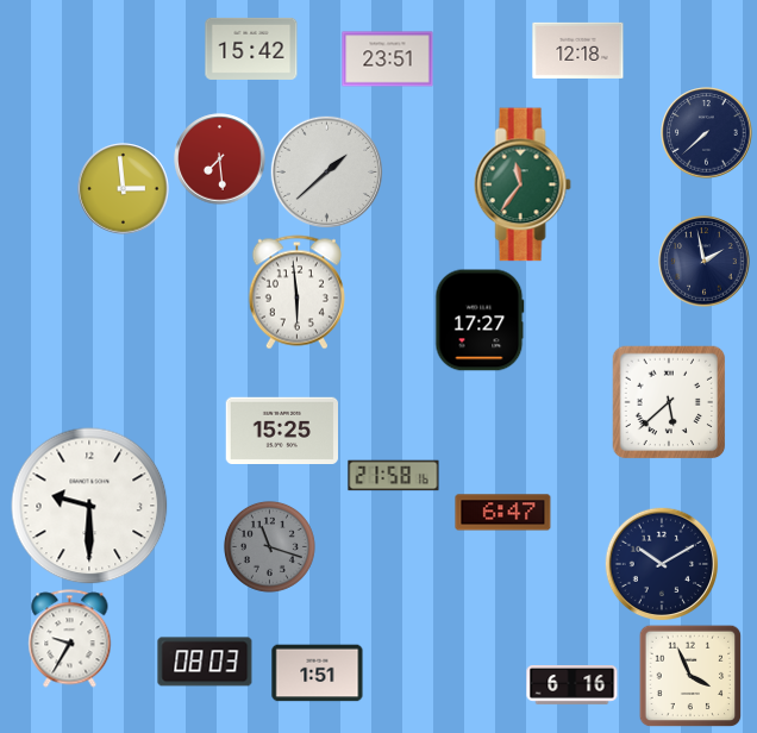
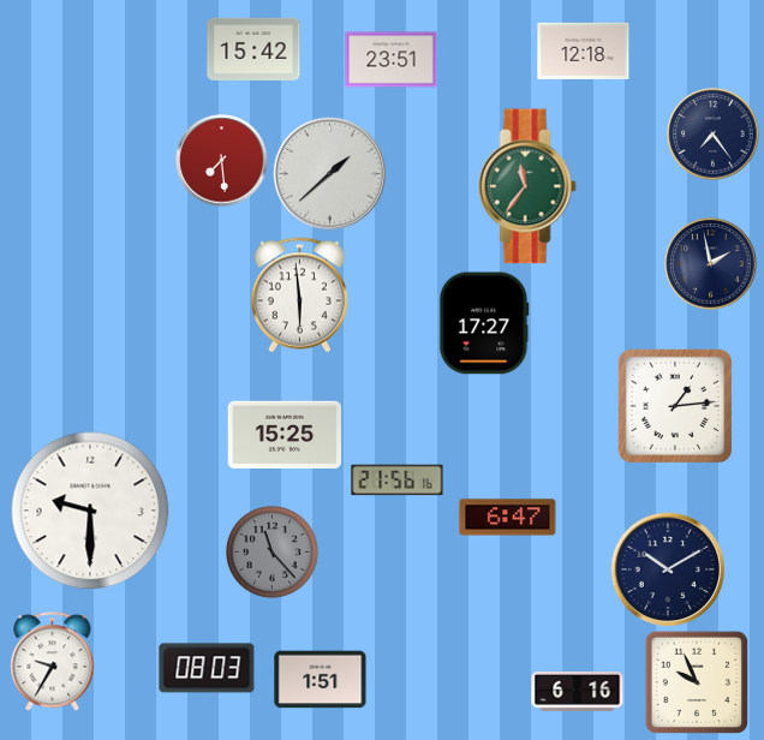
clock at (707, 133): 7:38 -> 7:24
clock at (124, 189): 2:59 -> none
clock at (669, 402): 5:38 -> 1:14
clock at (394, 476): 21:58 -> 21:56
clock at (269, 546): 11:18 -> 11:23
clock at (70, 639) position: (70, 639) -> (53, 662)
clock at (690, 676): 3:56 -> 9:56
